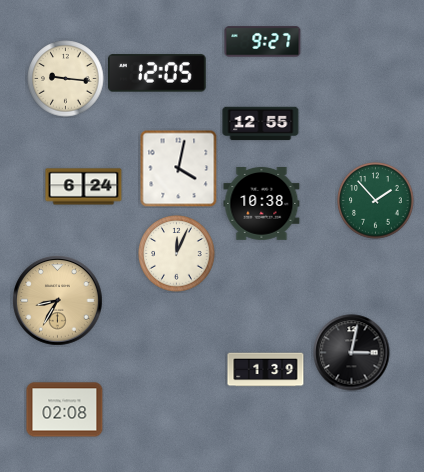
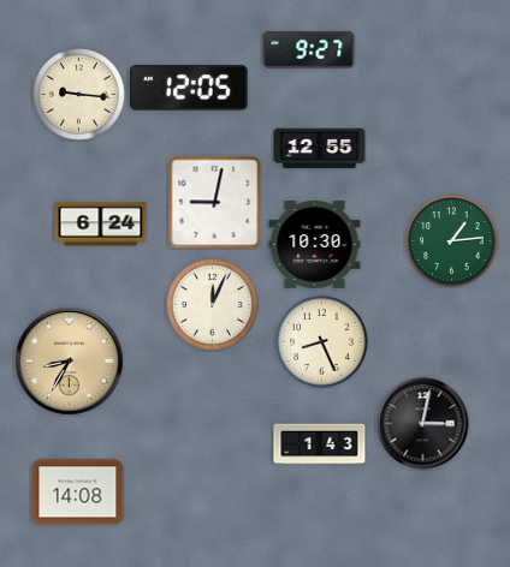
clock at (263, 42) position: (263, 42) -> (309, 50)
clock at (261, 124) position: (261, 124) -> (320, 149)
clock at (178, 168): 4:02 -> 9:02
clock at (376, 201): 1:53 -> 1:14
clock at (262, 204): 10:38 -> 10:30
clock at (322, 342): none -> 8:26
clock at (266, 370): 1:39 -> 1:43
clock at (65, 410): 02:08 -> 14:08
